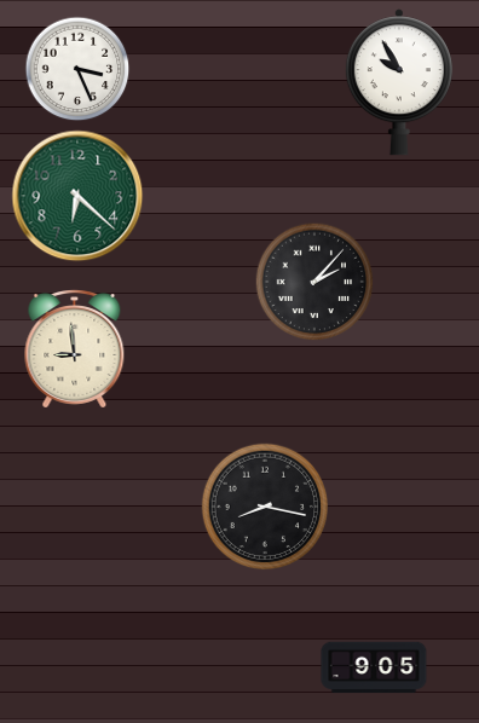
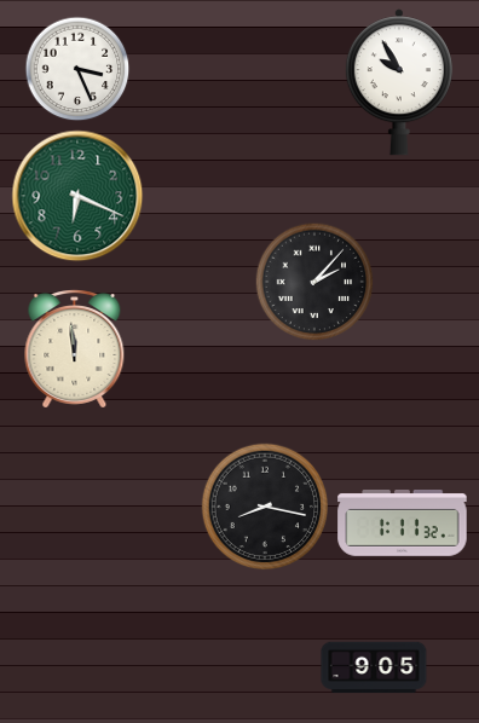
clock at (77, 196): 6:22 -> 6:19
clock at (75, 349): 8:59 -> 11:59
clock at (403, 524): none -> 1:11
